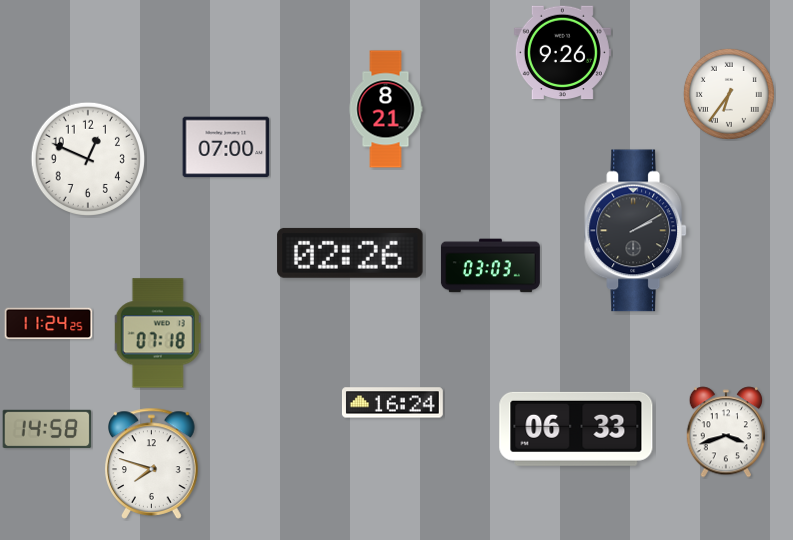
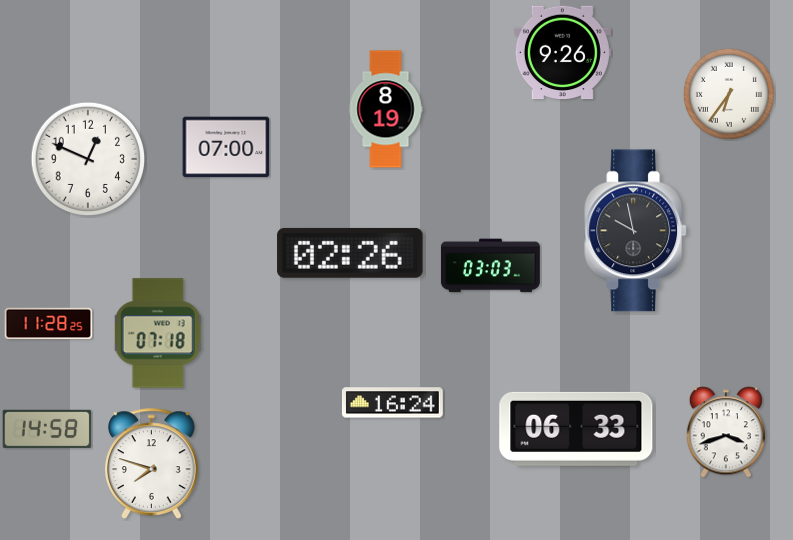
clock at (386, 109): 8:21 -> 8:19
clock at (636, 231): 2:10 -> 9:58
clock at (49, 324): 11:24 -> 11:28
